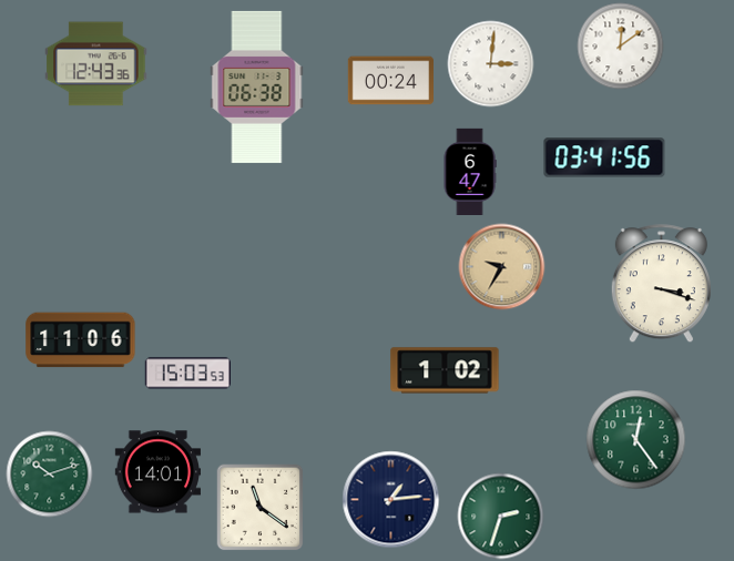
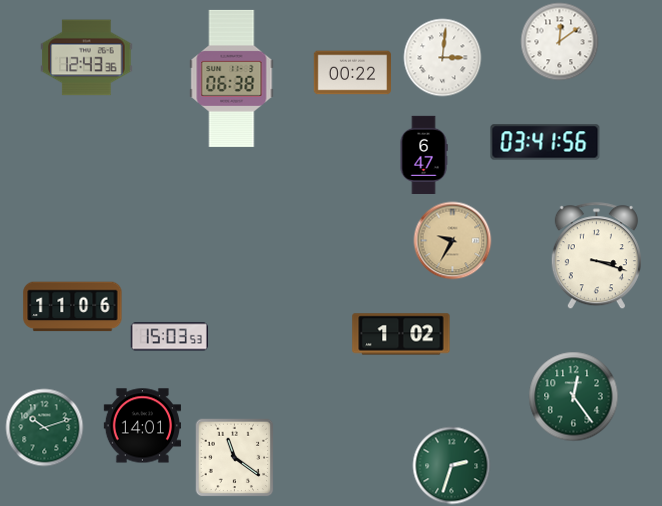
clock at (390, 81): 00:24 -> 00:22
clock at (390, 499): 1:14 -> none
